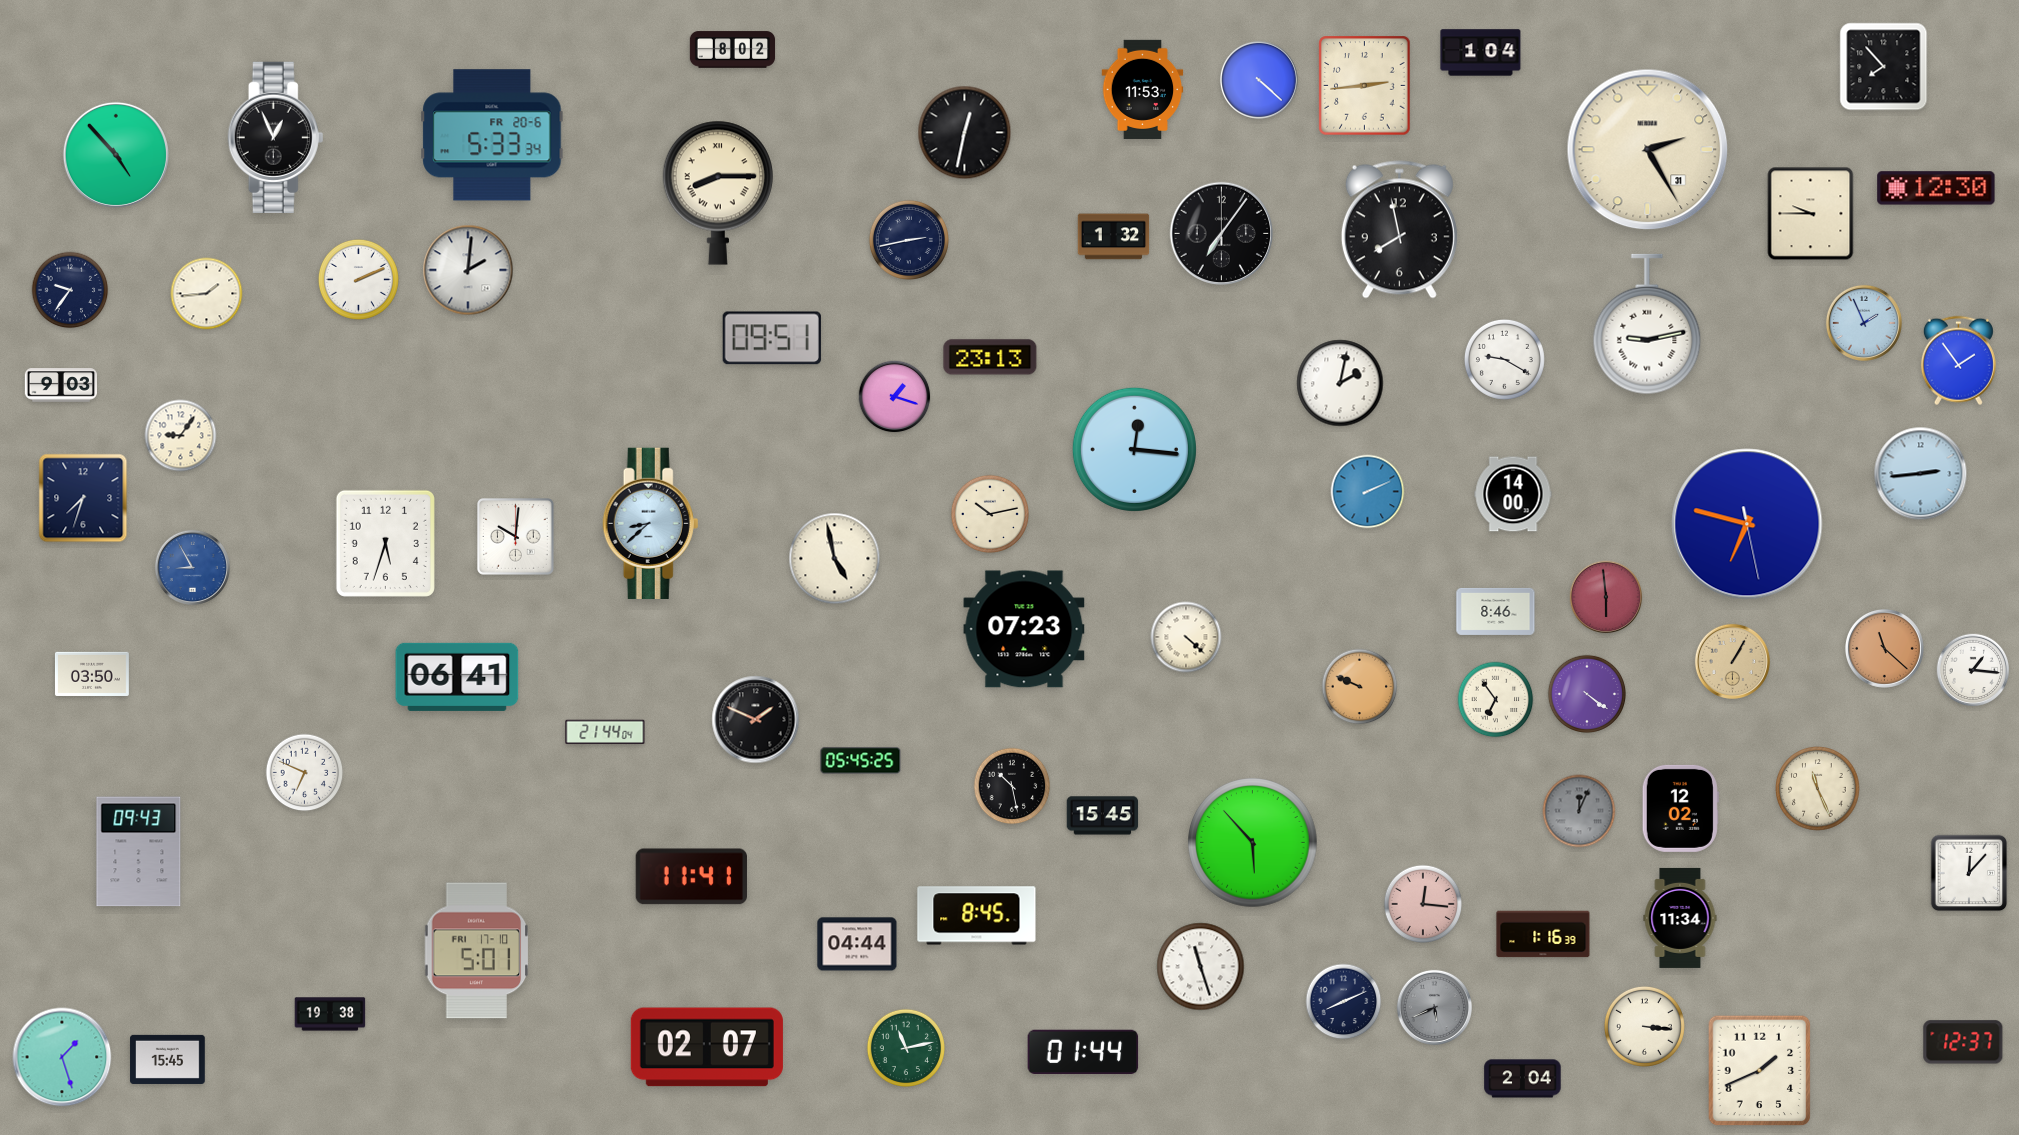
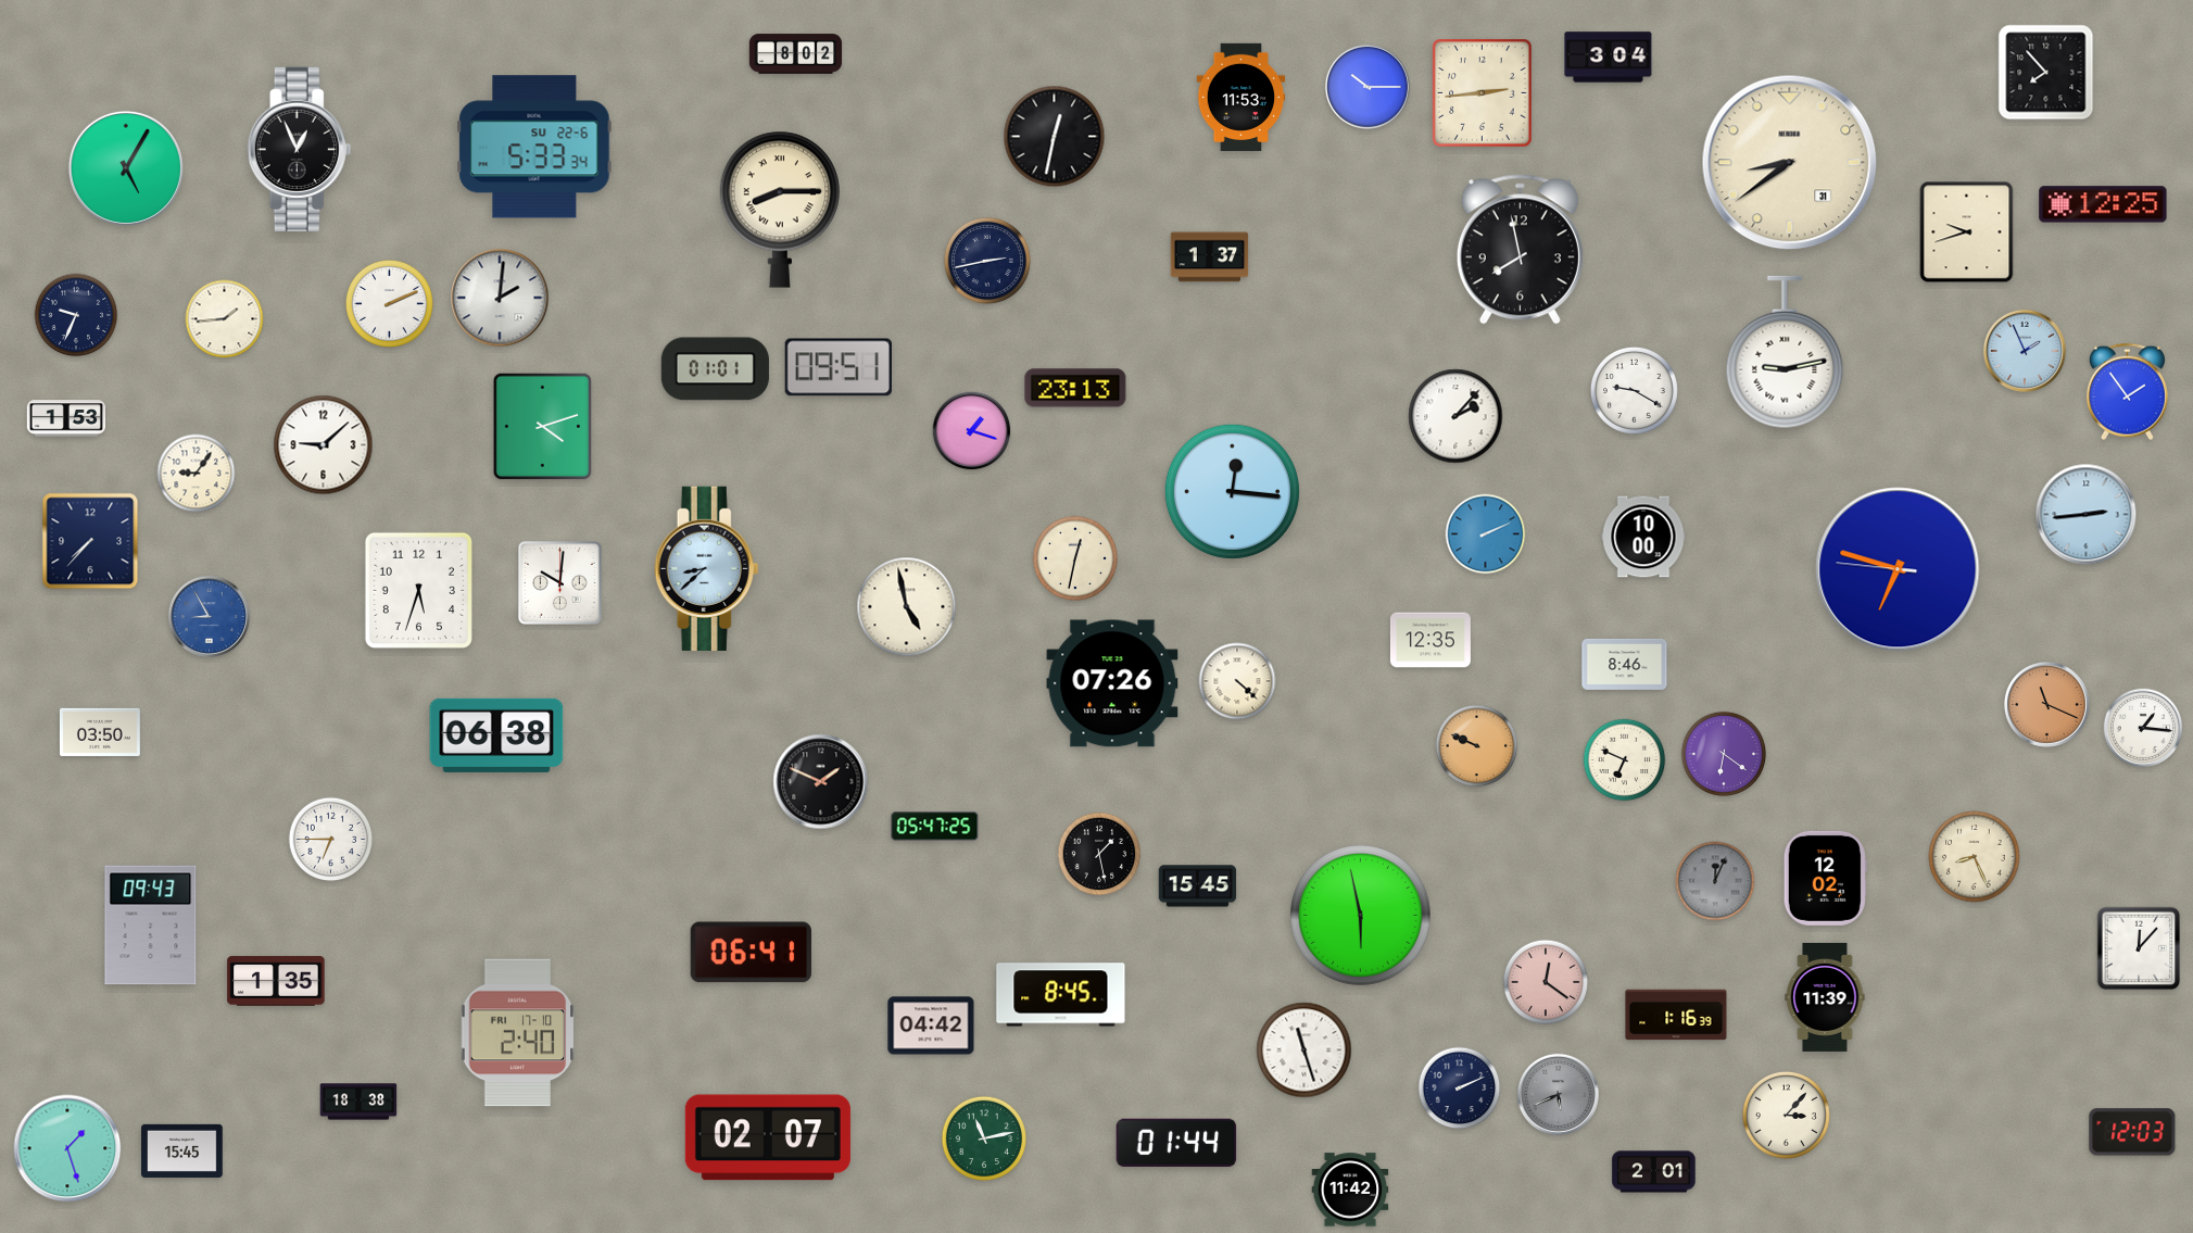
clock at (1481, 53): 1:04 -> 3:04
clock at (1259, 80): 4:22 -> 10:15
clock at (965, 133) position: (965, 133) -> (1055, 137)
clock at (492, 135) date: FR 20-6 -> SU 22-6
clock at (1648, 150): 2:25 -> 8:39
clock at (116, 155): 4:53 -> 5:05
clock at (1936, 188): 12:30 -> 12:25
clock at (1811, 214): 9:45 -> 9:42
clock at (1222, 234): 7:06 -> none
clock at (1114, 237): 1:32 -> 1:37
clock at (468, 270) position: (468, 270) -> (500, 298)
clock at (70, 290): 9:36 -> 9:34
clock at (1647, 324) position: (1647, 324) -> (1785, 352)
clock at (715, 369): none -> 01:01
clock at (1340, 383): 2:02 -> 2:07
clock at (60, 385): 9:03 -> 1:53
clock at (543, 427): none -> 4:12
clock at (324, 445): none -> 9:08
clock at (1134, 449) position: (1134, 449) -> (1232, 491)
clock at (1513, 494): 14:00 -> 10:00
clock at (83, 498): 7:33 -> 7:37
clock at (989, 513): 10:13 -> 12:32
clock at (1747, 524): 6:47:28 -> 6:47:46
clock at (1431, 640): none -> 12:35
clock at (1606, 597): 5:59 -> none
clock at (1024, 629): 07:23 -> 07:26
clock at (1186, 637) position: (1186, 637) -> (1237, 681)
clock at (1884, 648): 11:22 -> 11:19
clock at (1732, 661): 1:05 -> none
clock at (457, 677): 06:41 -> 06:38
clock at (1586, 693): 4:21 -> 6:21
clock at (1496, 700): 6:54 -> 6:49
clock at (605, 732): 21:44 -> none
clock at (861, 761): 05:45 -> 05:47
clock at (305, 773): 6:49 -> 6:45
clock at (1012, 786): 10:28 -> 1:28
clock at (1818, 789): 11:26 -> 8:26
clock at (1253, 843): 5:53 -> 5:58
clock at (691, 877): 11:41 -> 06:41
clock at (276, 981): none -> 1:35
clock at (1422, 903): 12:16 -> 12:21
clock at (1680, 918): 11:34 -> 11:39
clock at (857, 944): 04:44 -> 04:42
clock at (477, 951): 5:01 -> 2:40
clock at (1344, 1002): 8:11 -> 2:11
clock at (330, 1014): 19:38 -> 18:38
clock at (1644, 1026): 3:16 -> 3:07
clock at (1963, 1042): 12:37 -> 12:03
clock at (1760, 1071): 1:41 -> none
clock at (1523, 1079): 2:04 -> 2:01
clock at (1350, 1190): none -> 11:42
